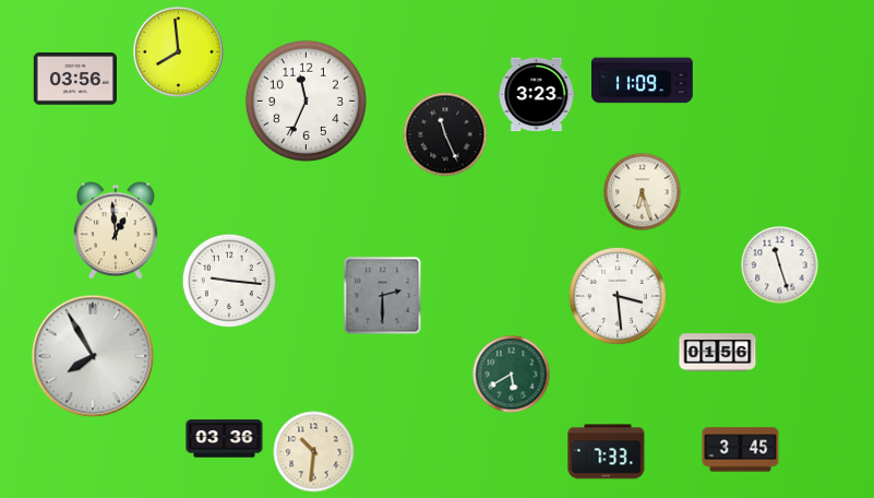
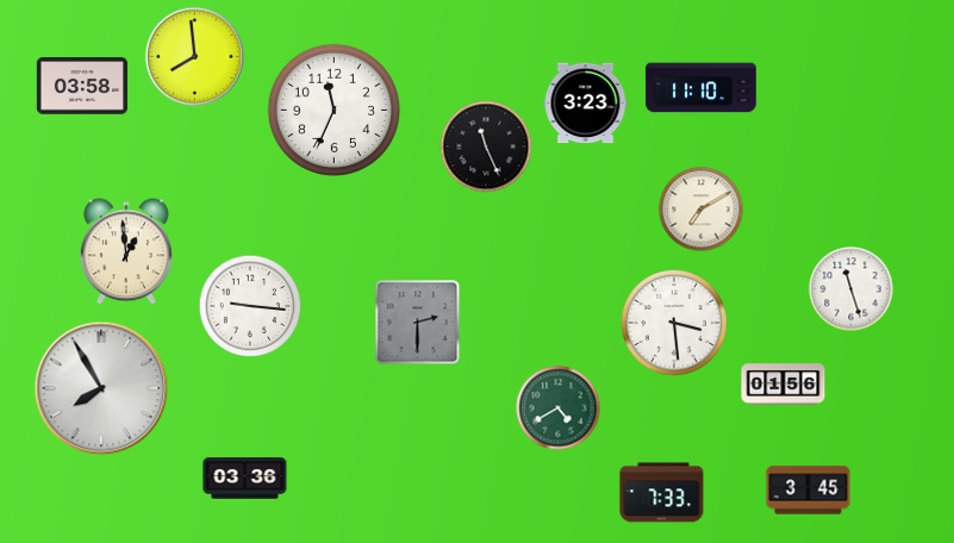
clock at (75, 79): 03:56 -> 03:58
clock at (643, 81): 11:09 -> 11:10
clock at (643, 192): 6:27 -> 7:10
clock at (512, 375): 5:40 -> 4:40
clock at (314, 452): 10:31 -> none
